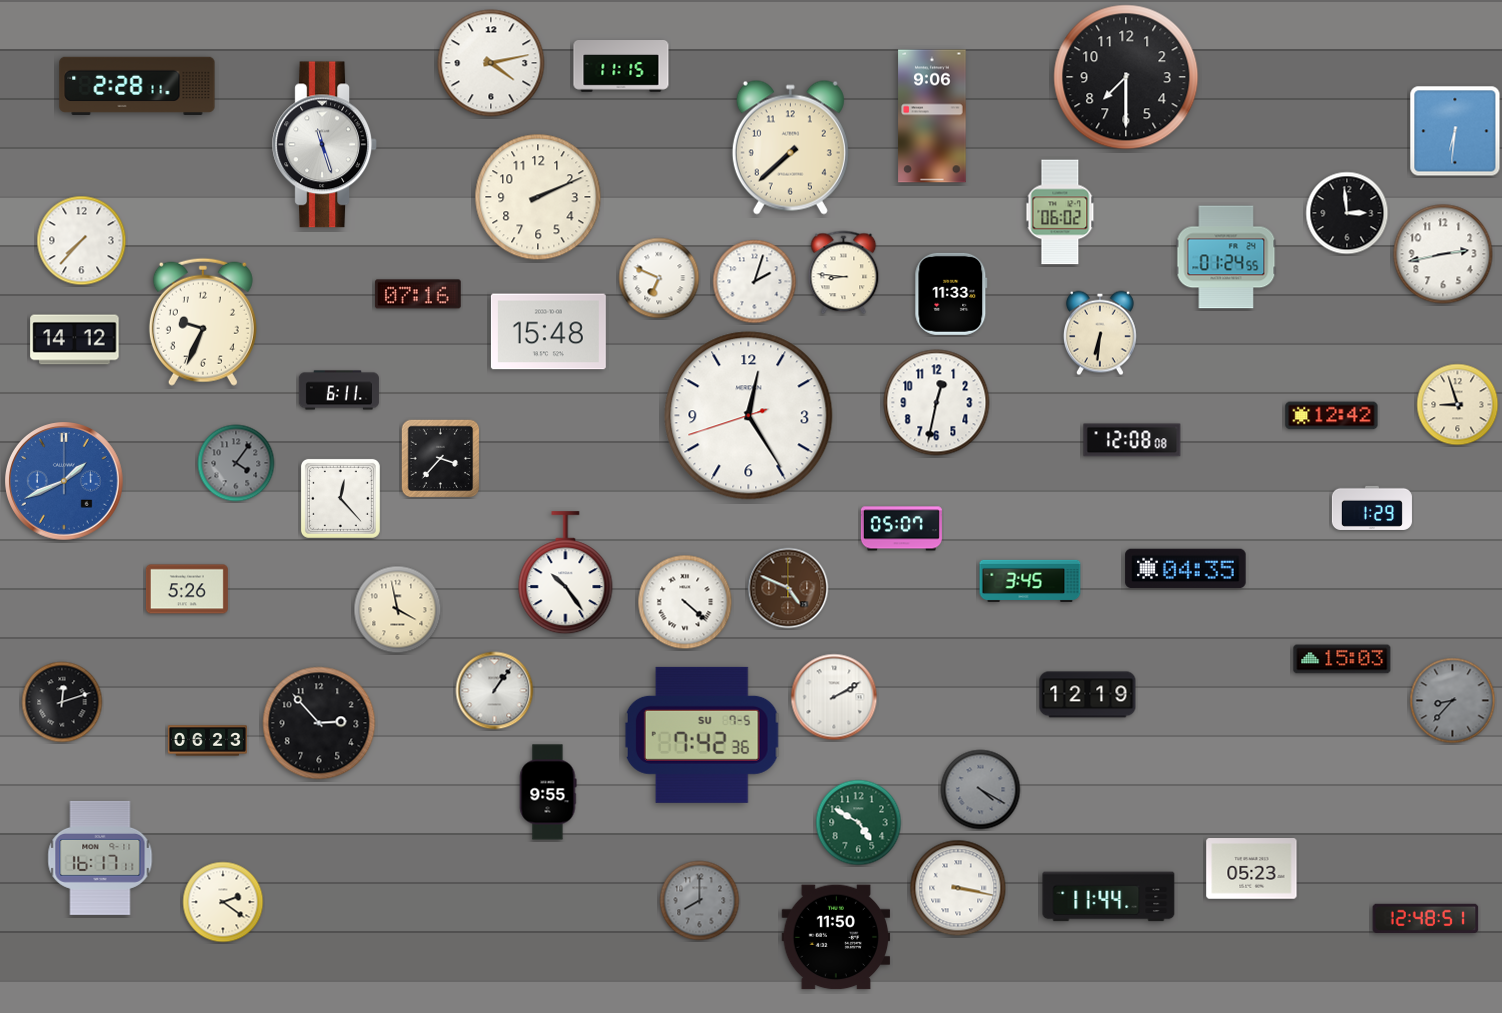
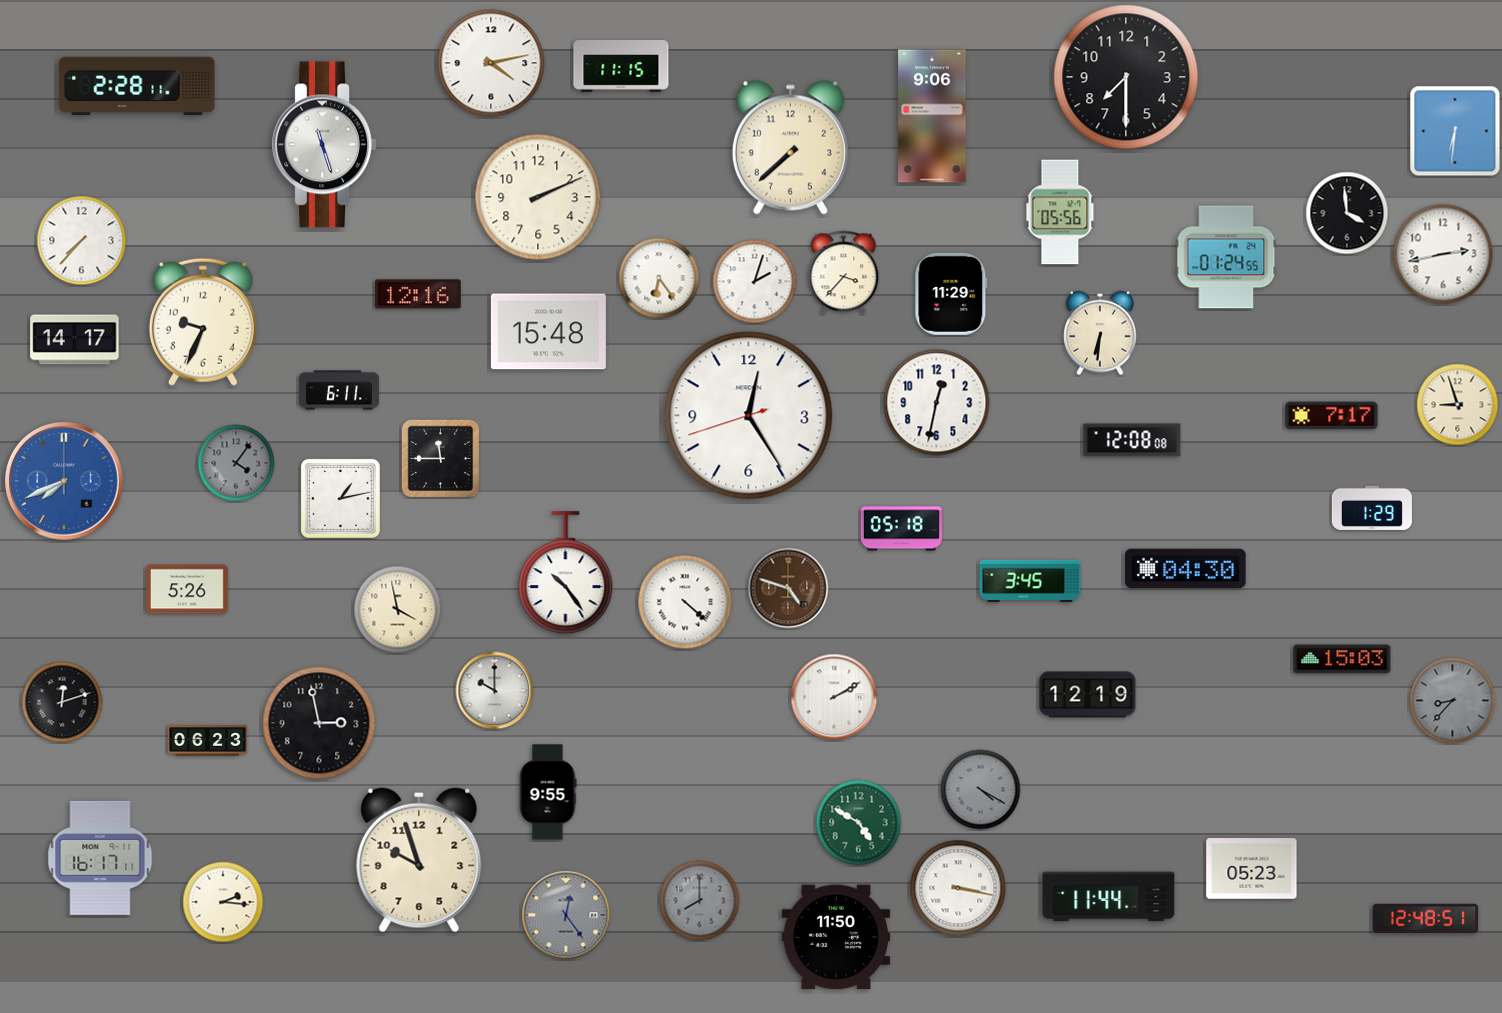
clock at (1060, 212): 06:02 -> 05:56
clock at (1347, 213): 2:59 -> 3:59
clock at (844, 273): 8:46 -> 3:37
clock at (659, 278): 6:49 -> 6:24
clock at (418, 294): 07:16 -> 12:16
clock at (951, 294): 11:33 -> 11:29
clock at (75, 340): 14:12 -> 14:17
clock at (1332, 416): 12:42 -> 7:17
clock at (441, 459): 3:37 -> 11:45
clock at (65, 482): 1:41 -> 7:41
clock at (340, 498): 12:23 -> 1:13
clock at (901, 529): 05:07 -> 05:18
clock at (1186, 569): 04:35 -> 04:30
clock at (788, 588): 4:49 -> 4:48
clock at (495, 691): 1:06 -> 10:00
clock at (319, 723): 2:53 -> 2:58
clock at (702, 735): 7:42 -> none
clock at (419, 860): none -> 9:57
clock at (223, 902): 2:21 -> 2:16
clock at (566, 915): none -> 12:24
